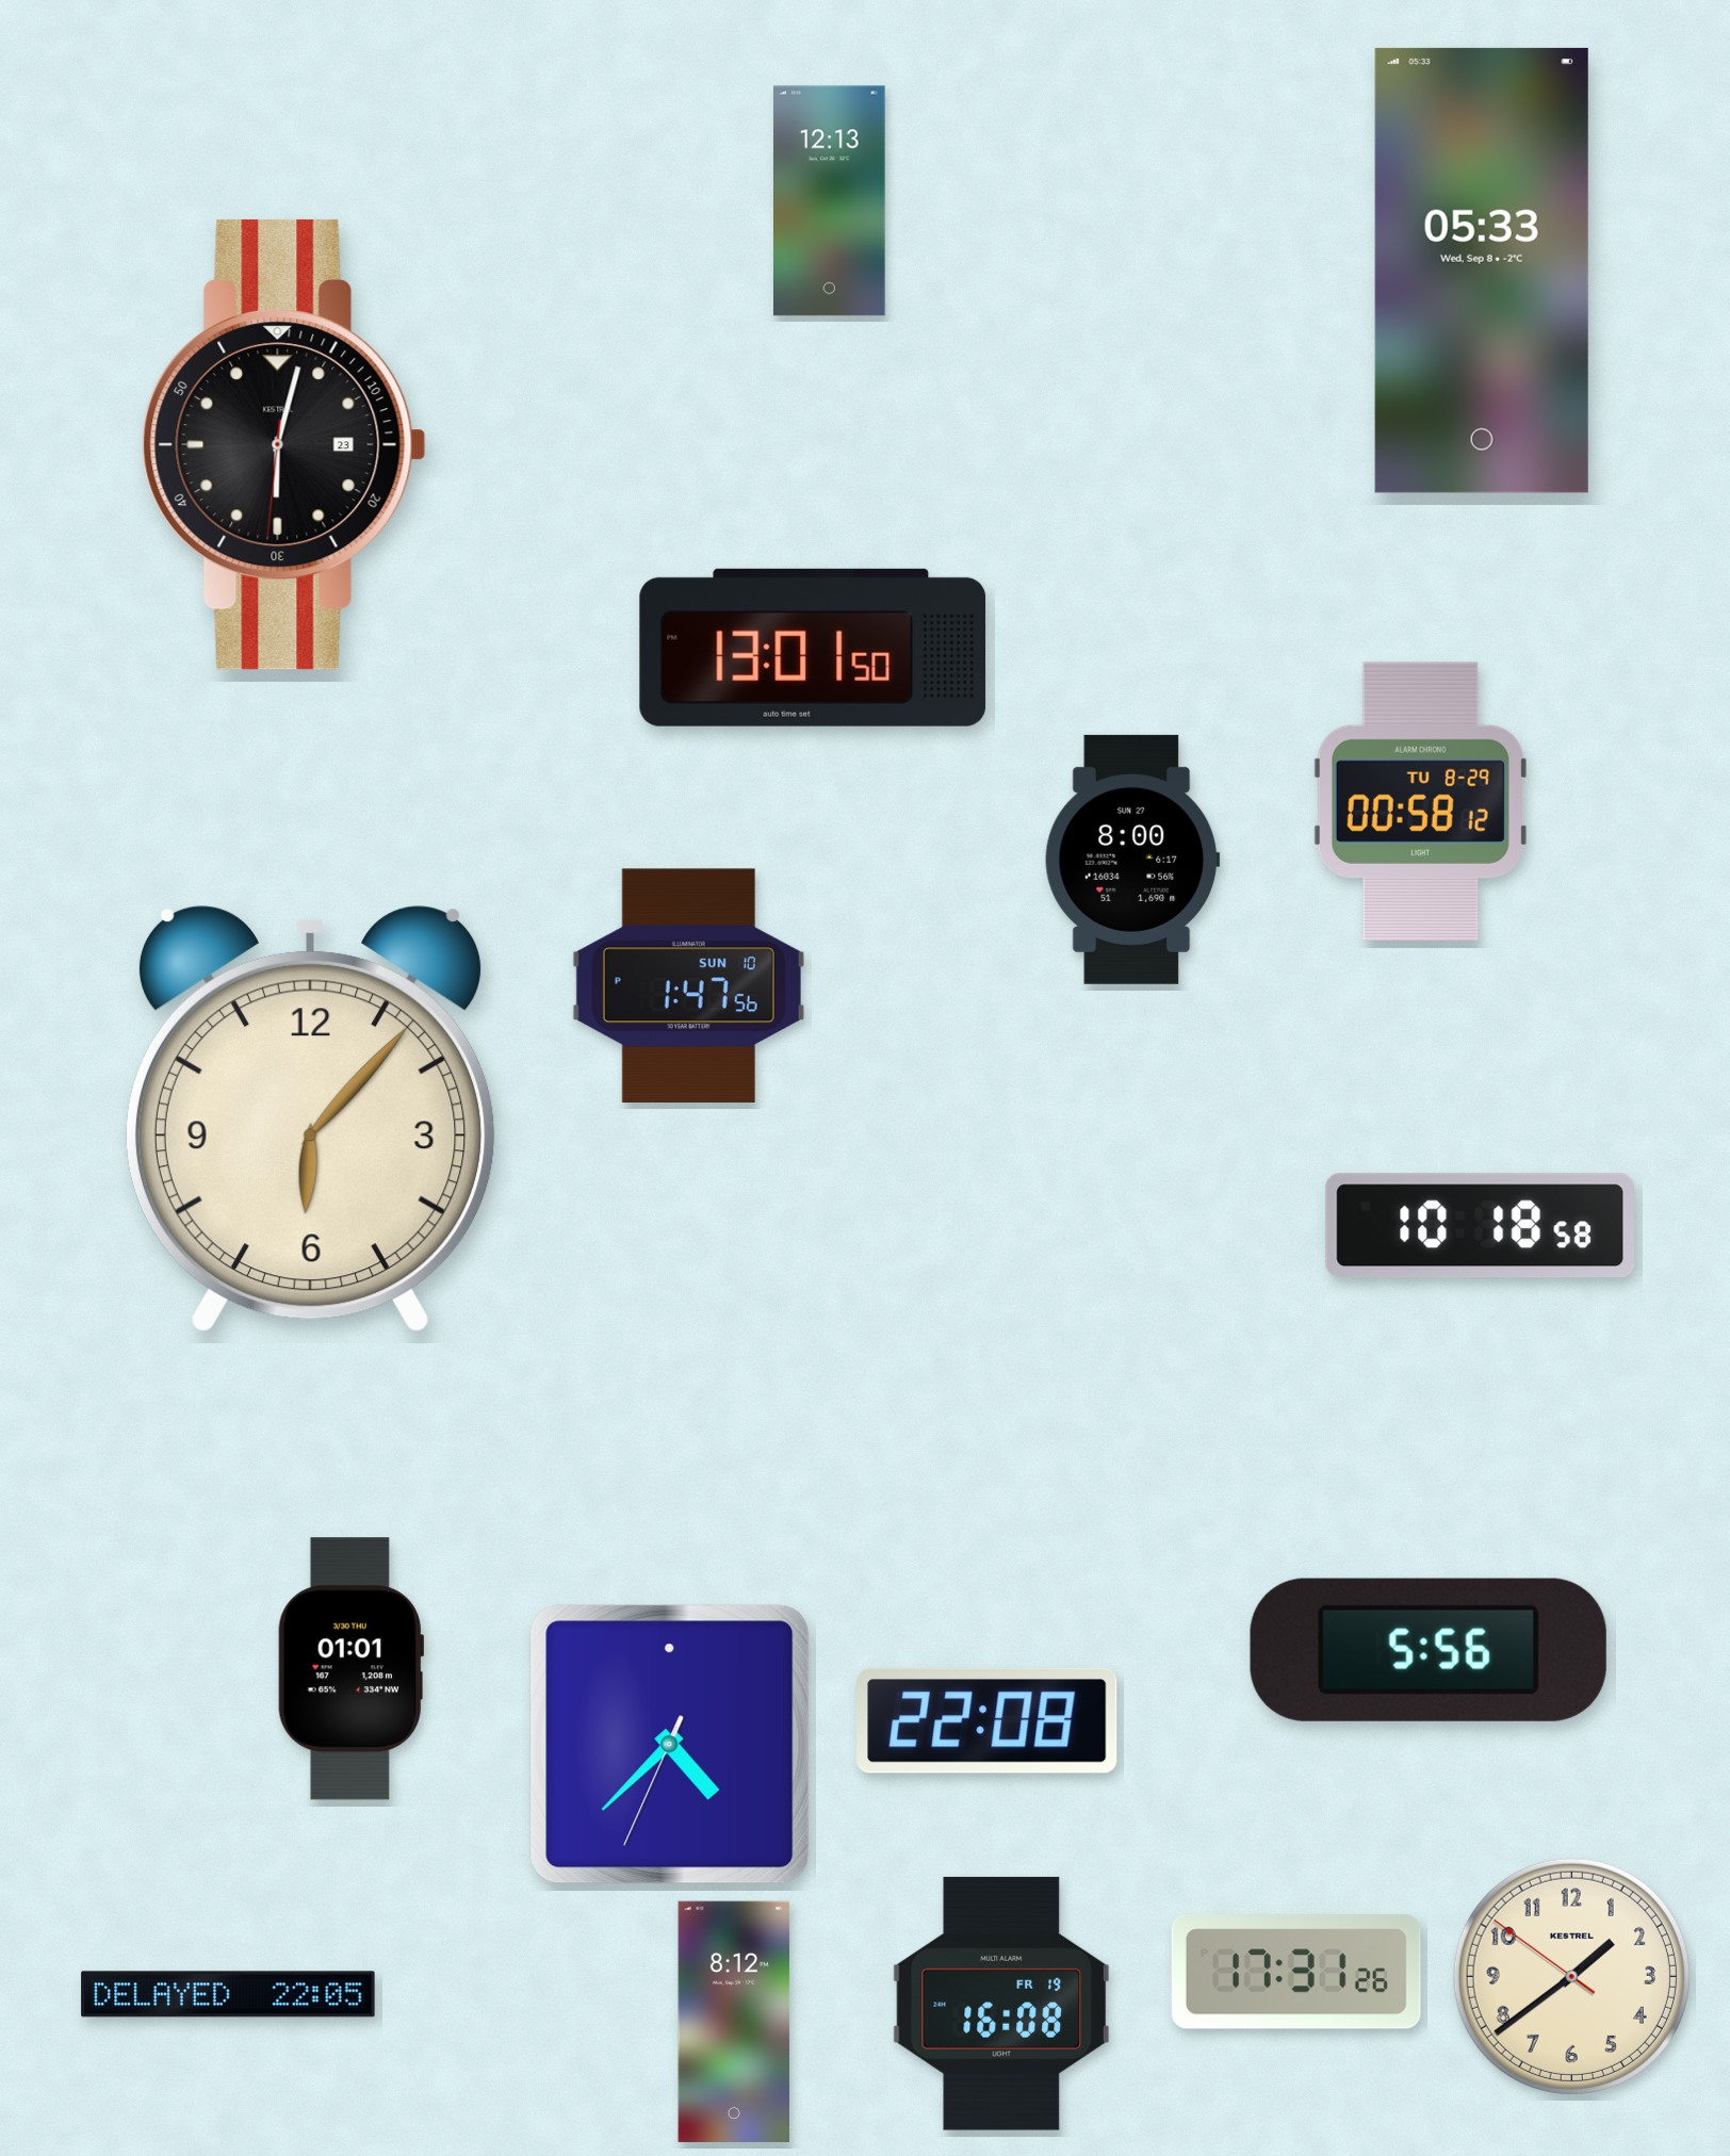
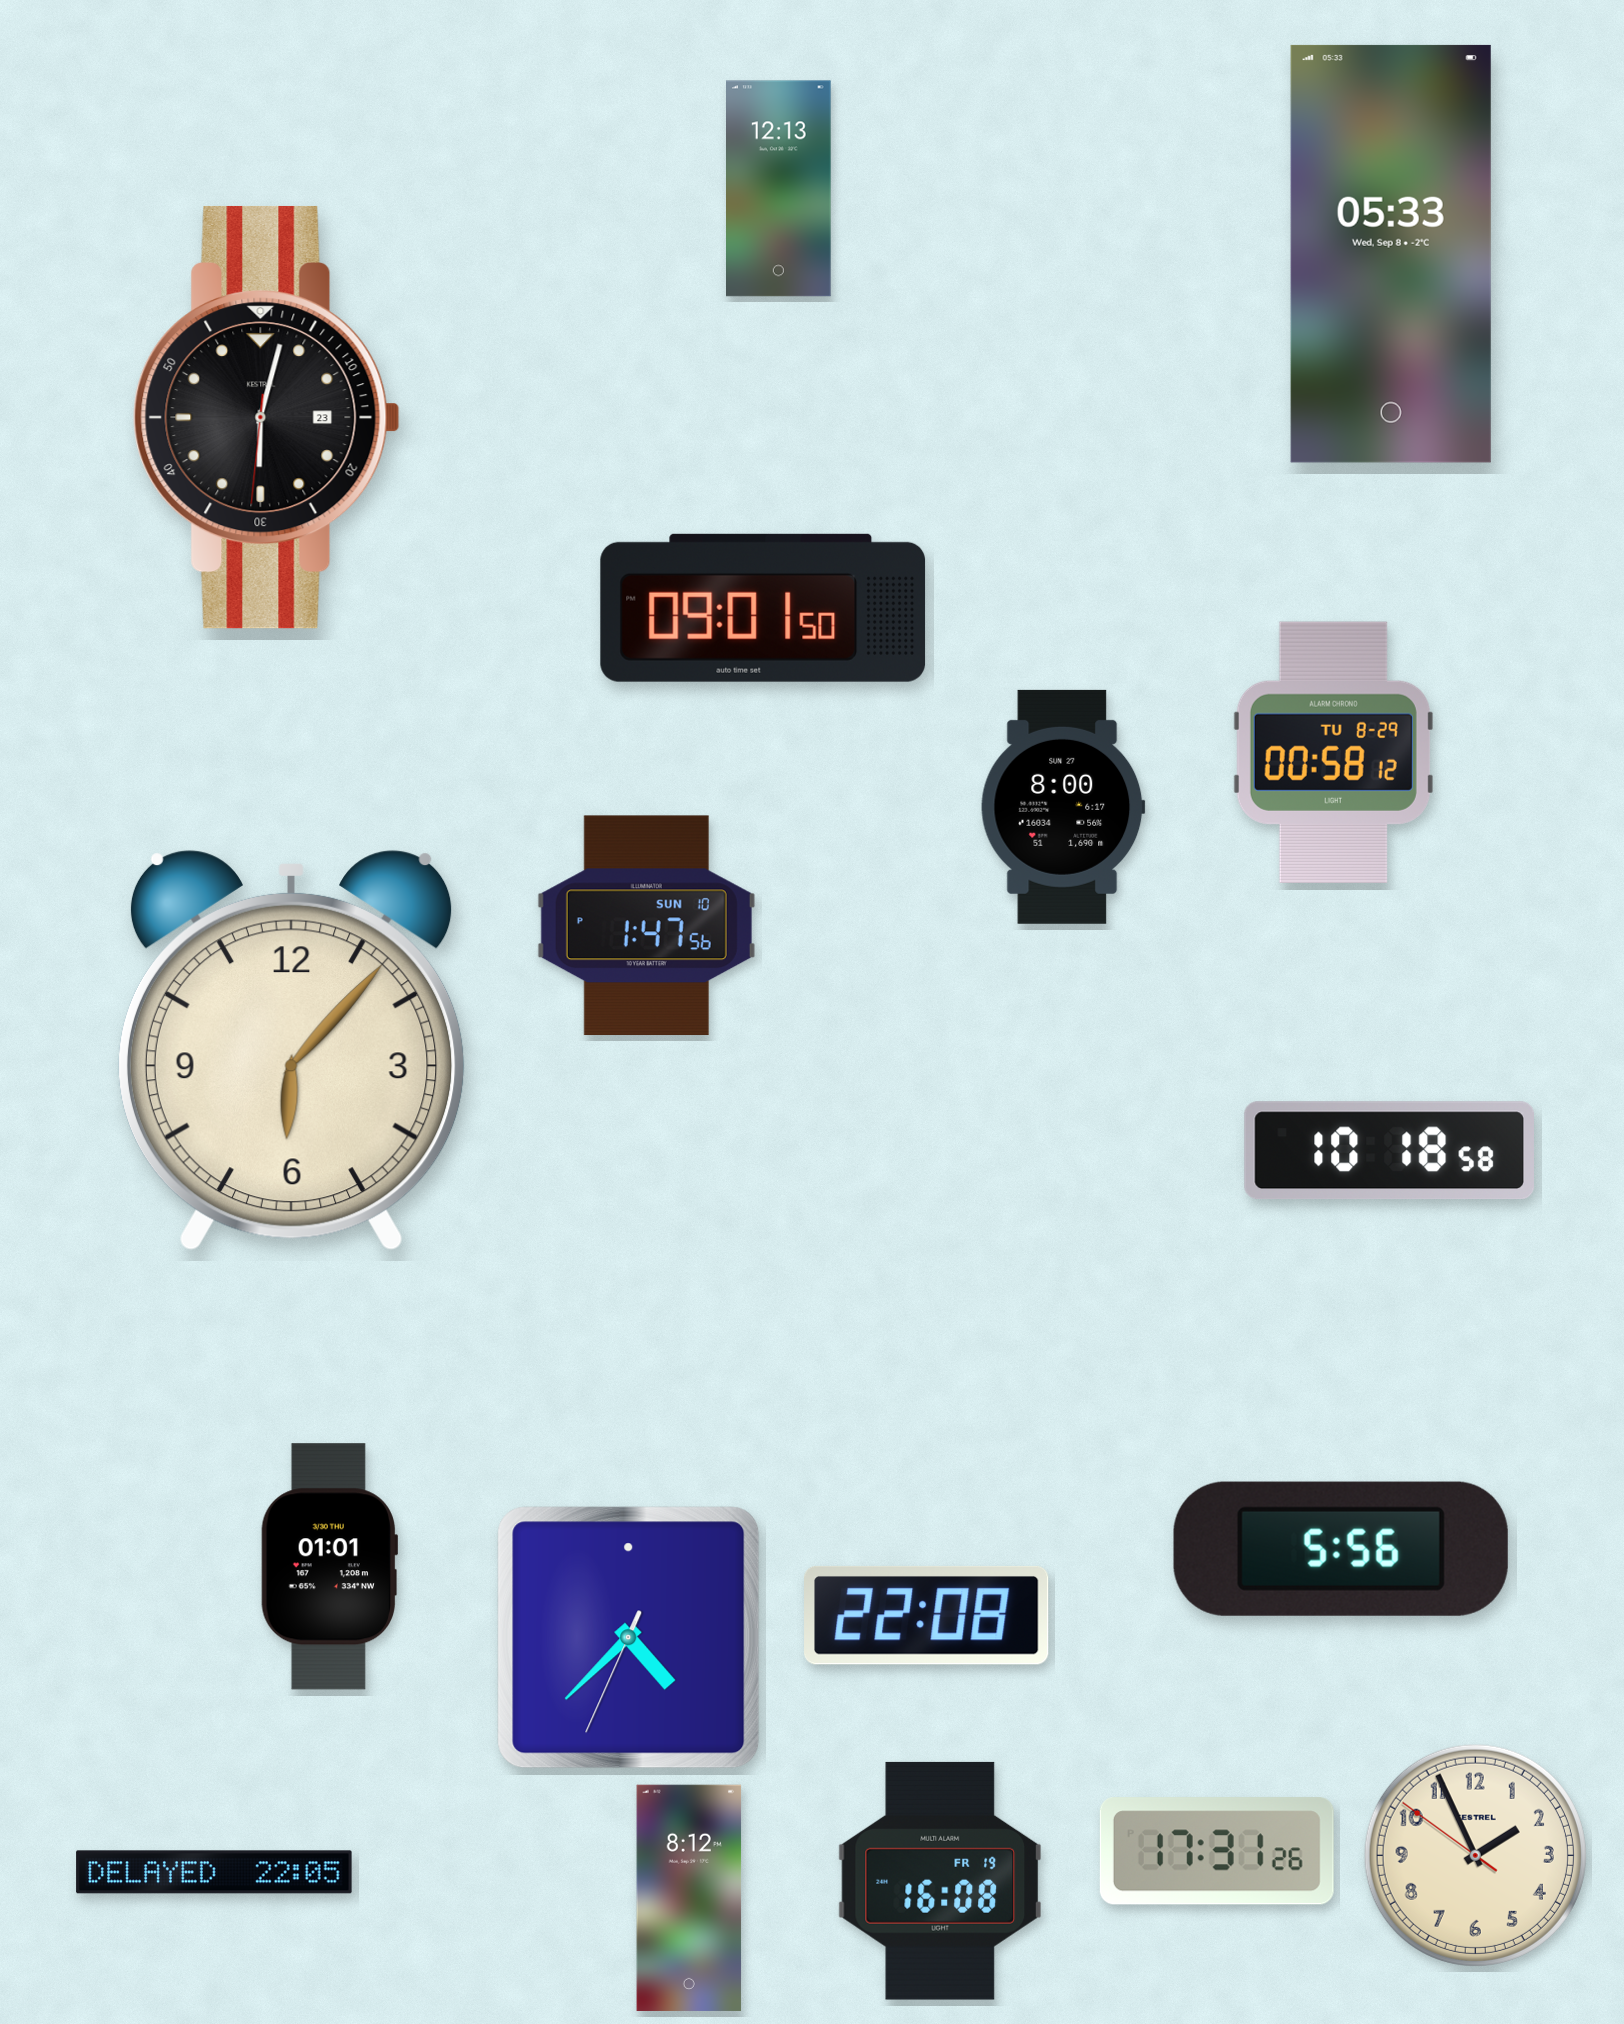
clock at (813, 648): 13:01 -> 09:01
clock at (1571, 1976): 1:38 -> 1:55
